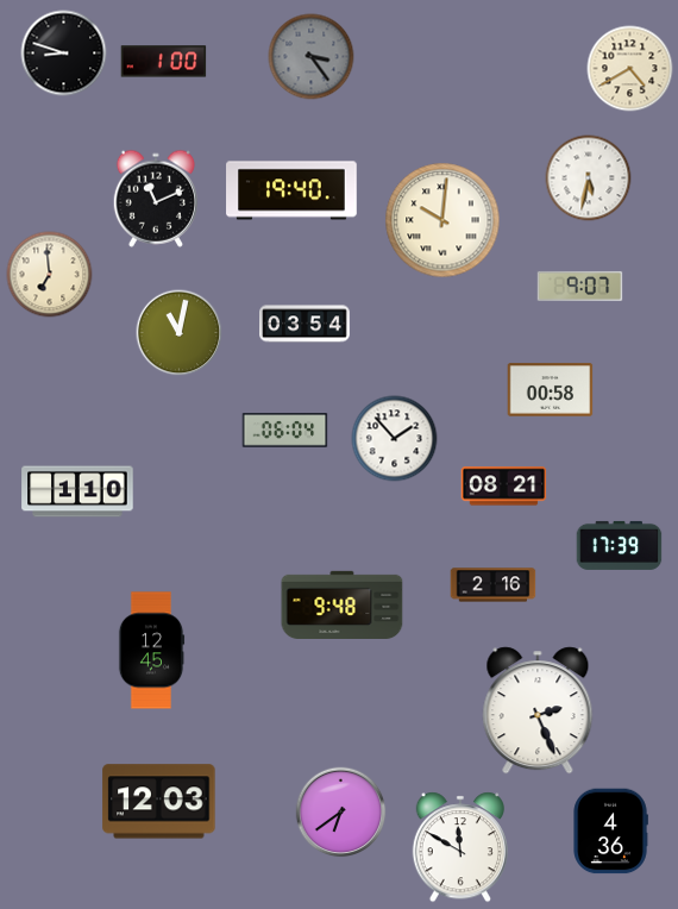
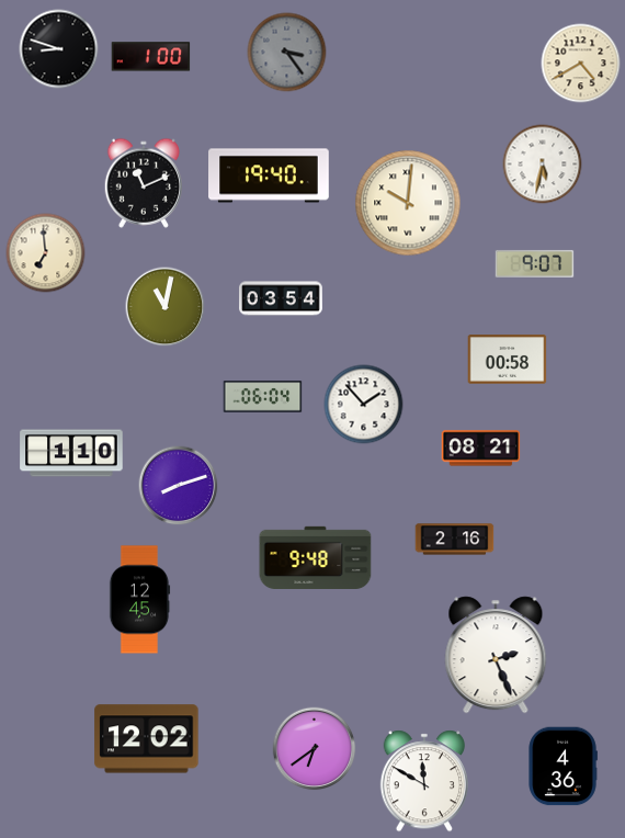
clock at (504, 487) position: (504, 487) -> (481, 449)
clock at (179, 486): none -> 8:12
clock at (620, 545): 17:39 -> none
clock at (159, 802): 12:03 -> 12:02
